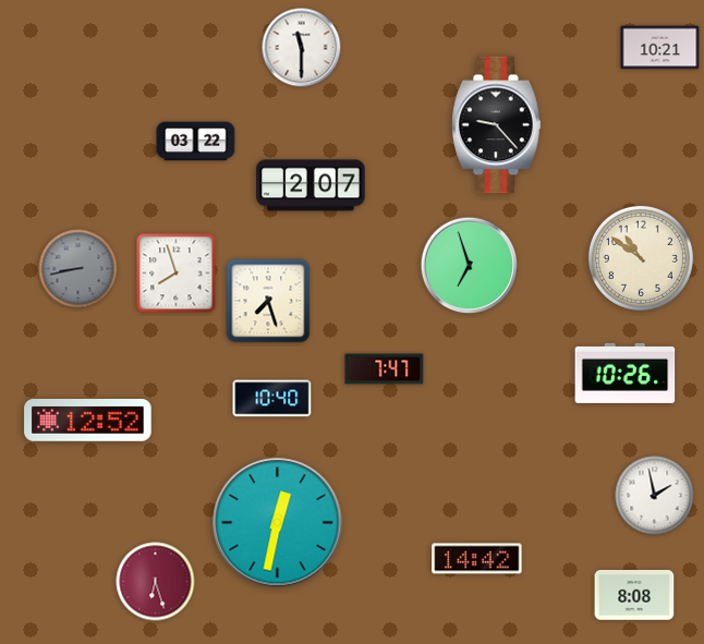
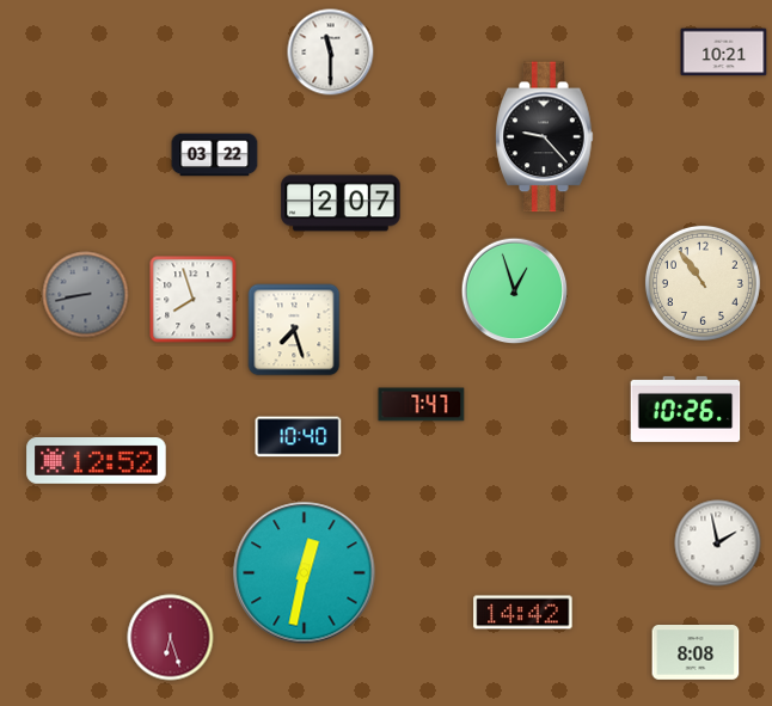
clock at (641, 258): 10:51 -> 10:54
clock at (470, 266): 6:57 -> 12:57
